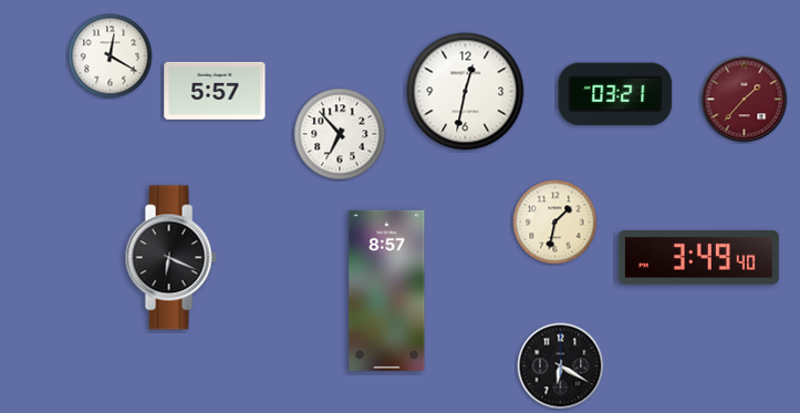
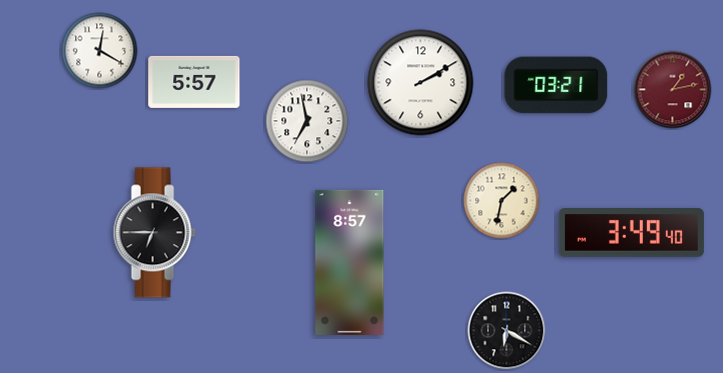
clock at (466, 92): 12:32 -> 2:10
clock at (745, 100): 1:37 -> 1:13
clock at (340, 134): 6:53 -> 6:58
clock at (170, 258): 6:19 -> 6:45
